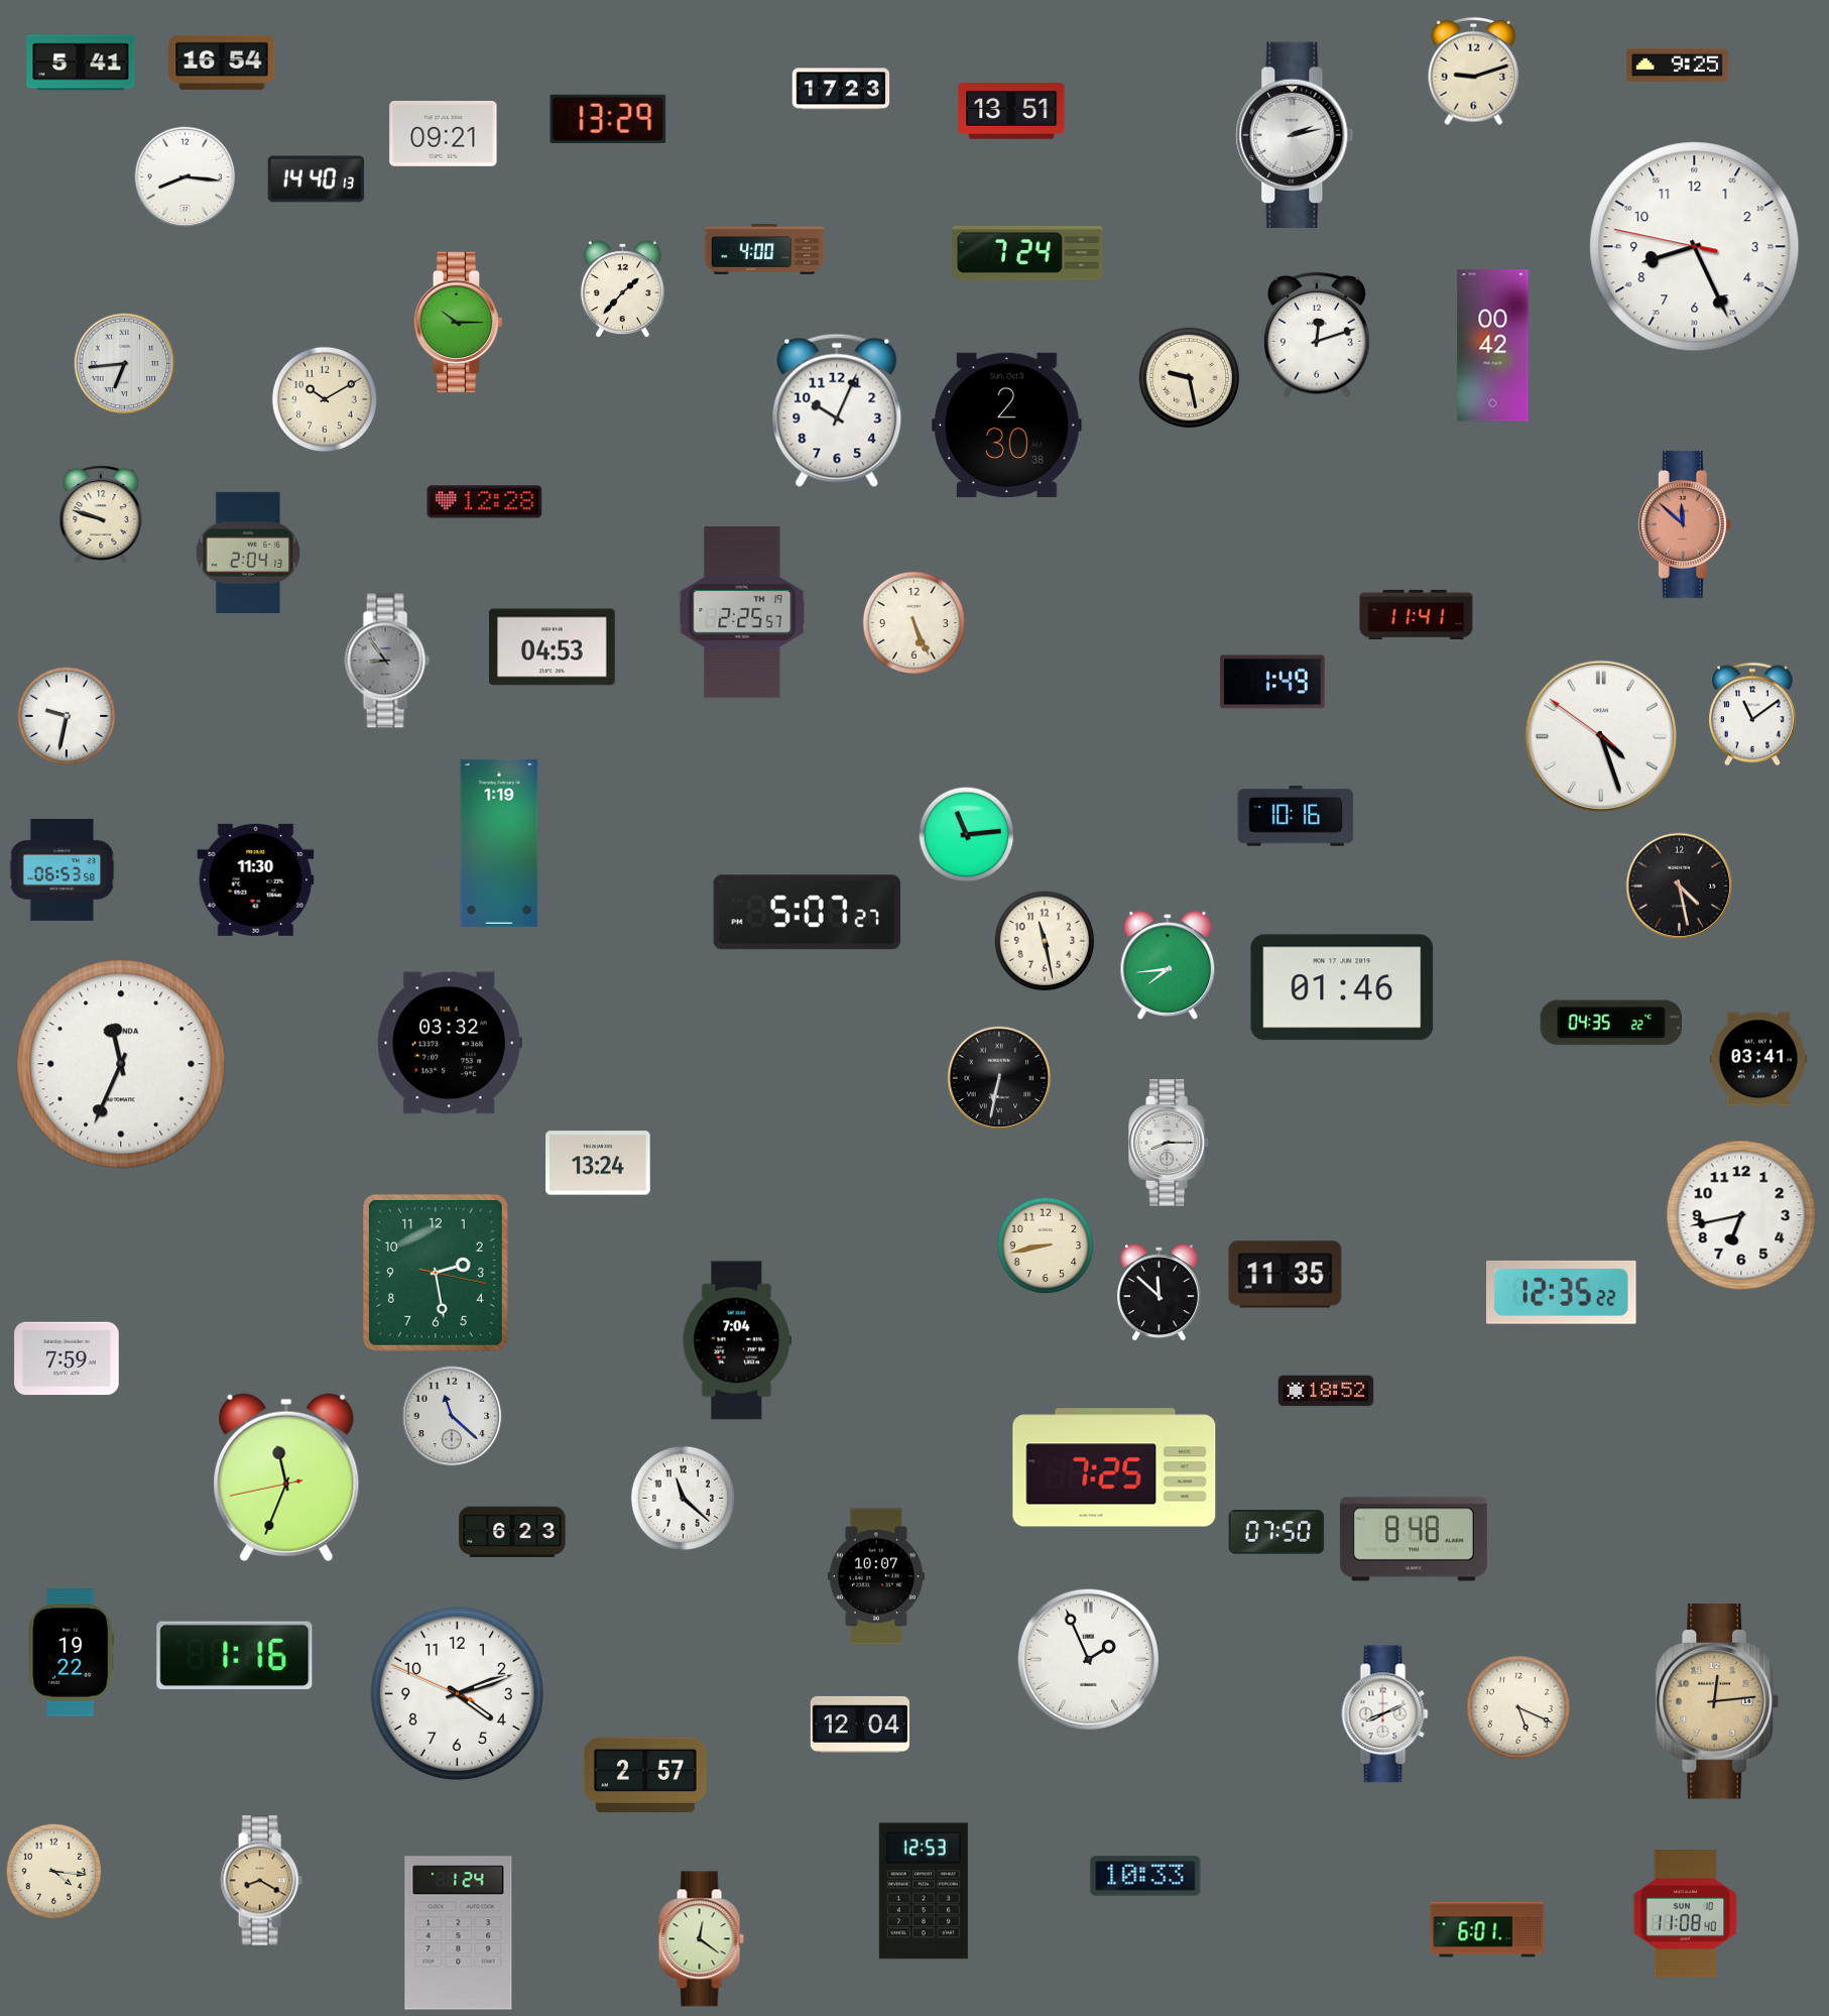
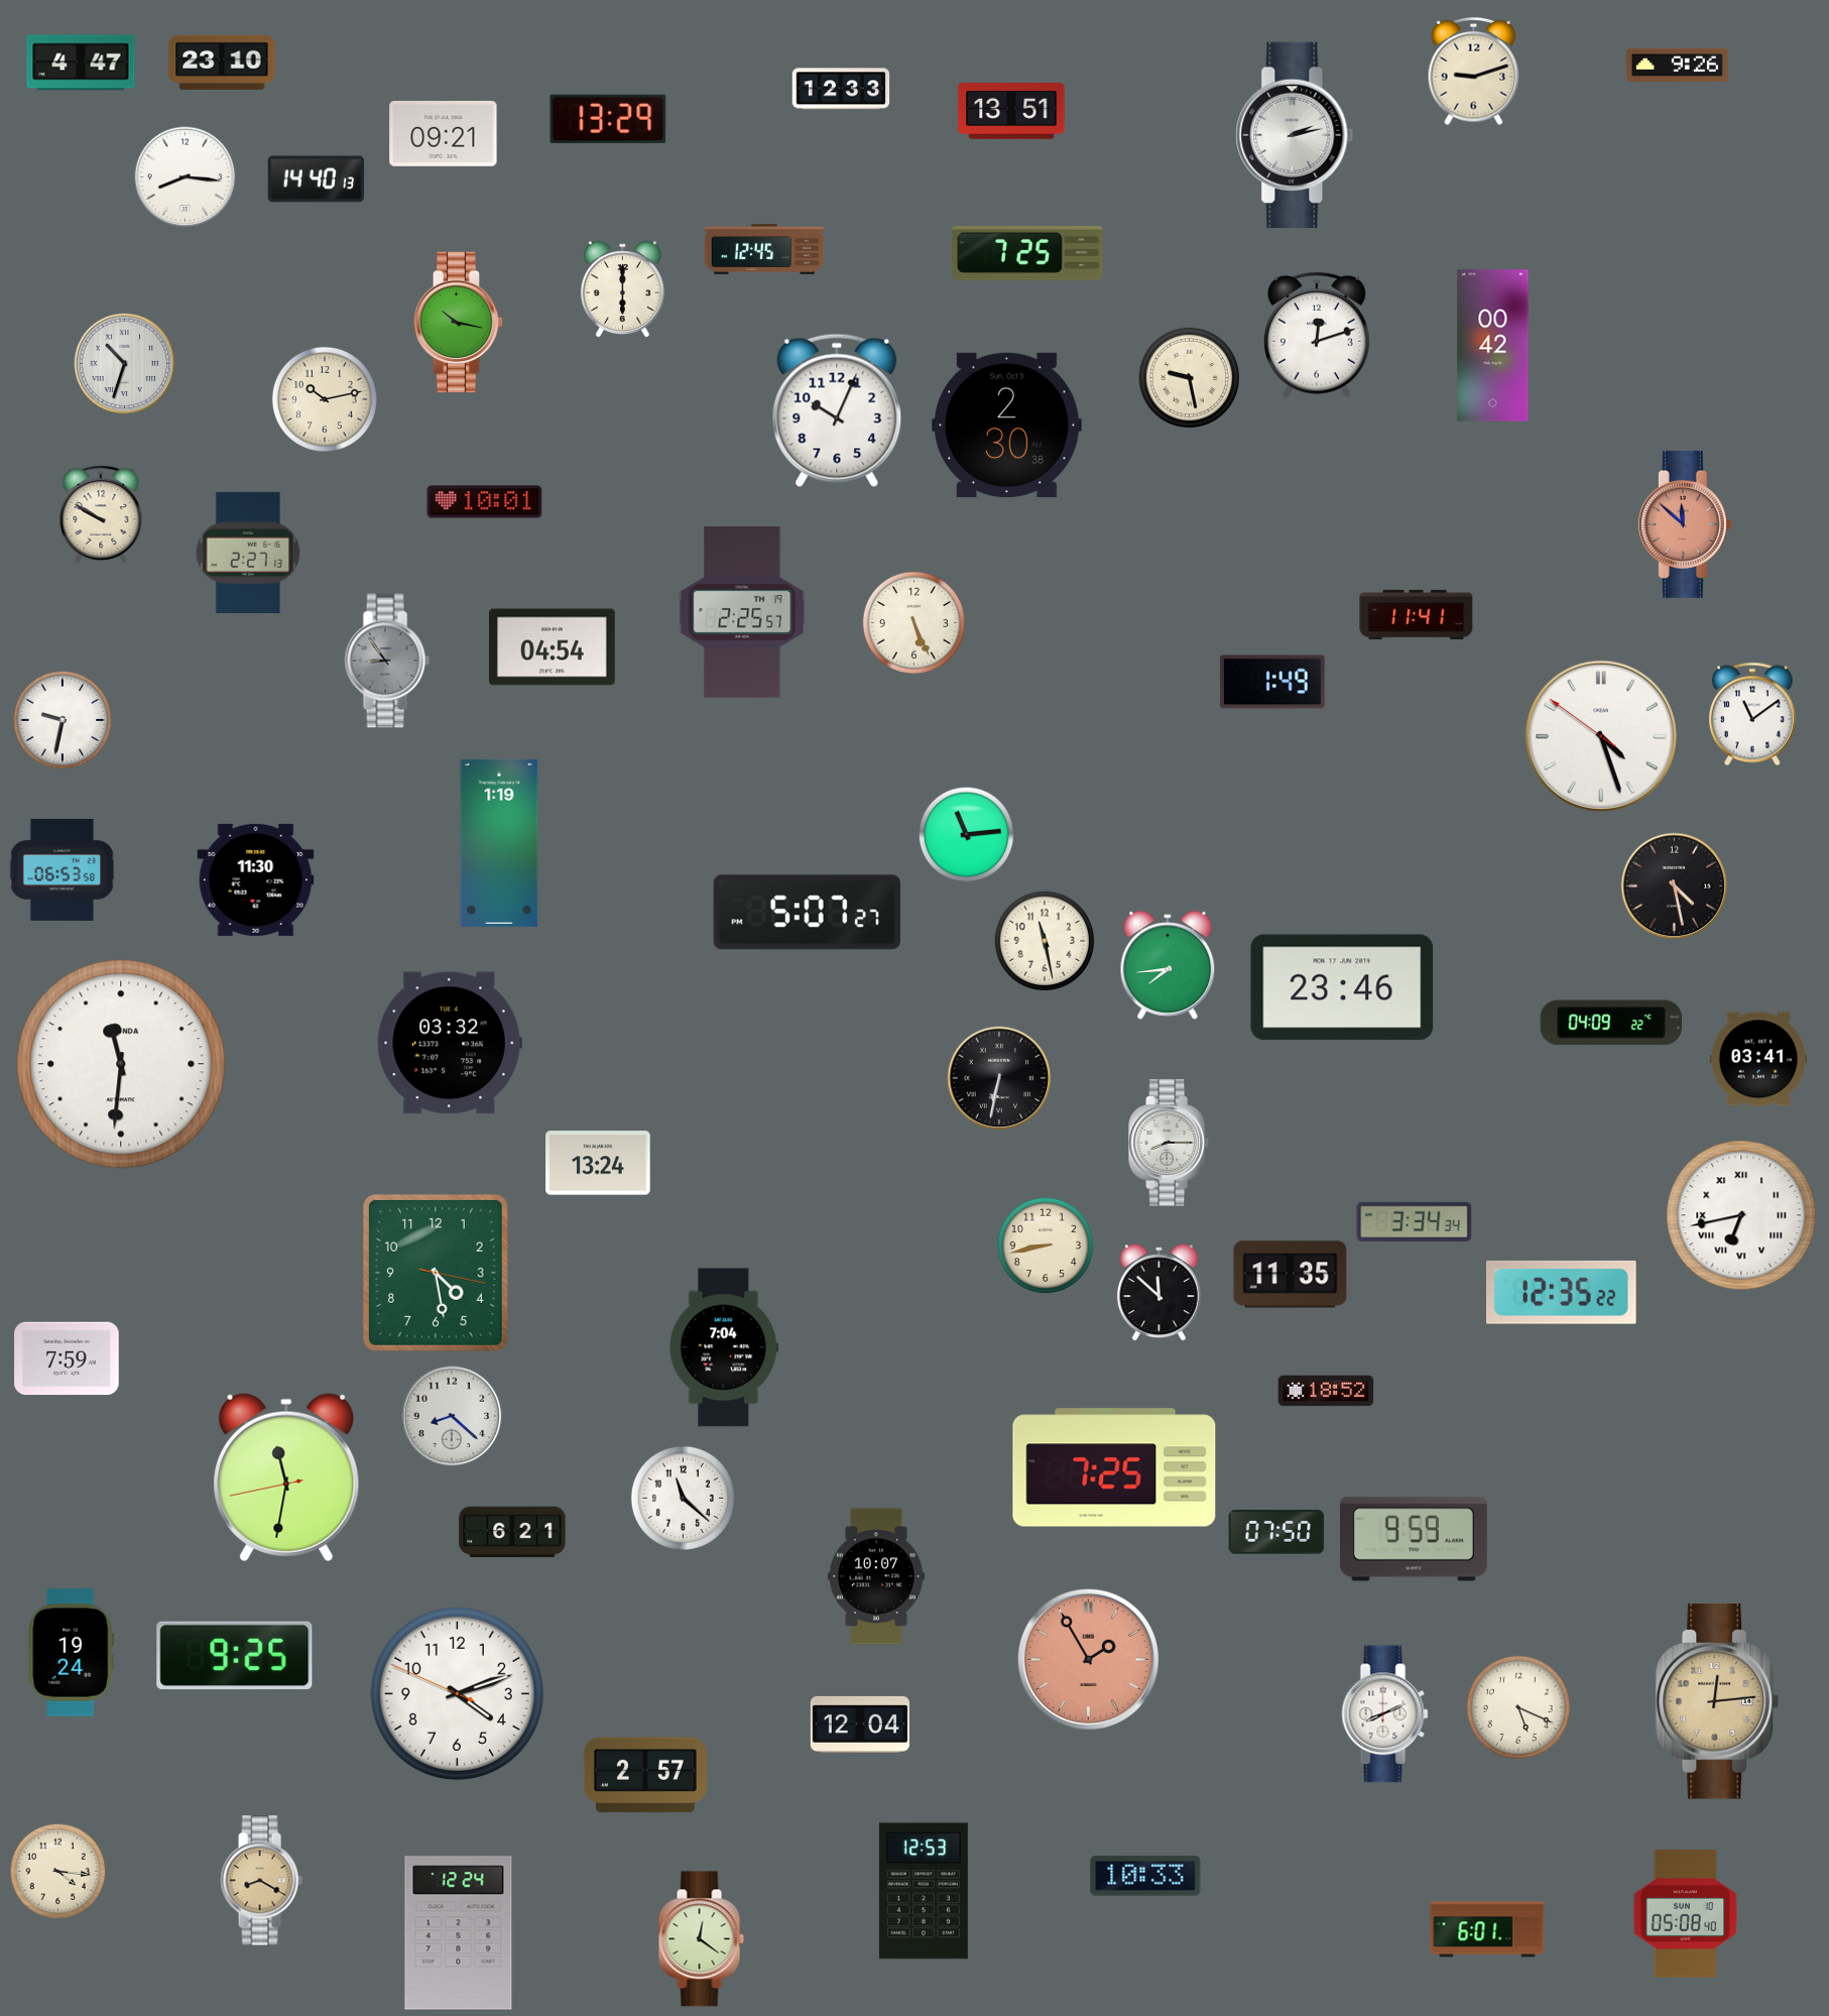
clock at (81, 63): 5:41 -> 4:47
clock at (222, 63): 16:54 -> 23:10
clock at (1677, 65): 9:25 -> 9:26
clock at (841, 89): 17:23 -> 12:33
clock at (1695, 247): 8:25 -> none
clock at (764, 250): 4:00 -> 12:45
clock at (1027, 254): 7:24 -> 7:25
clock at (622, 289): 1:37 -> 6:00
clock at (459, 323): 10:15 -> 10:17
clock at (125, 364): 6:44 -> 10:33
clock at (325, 399): 10:10 -> 10:13
clock at (485, 502): 12:28 -> 10:01
clock at (101, 514): 9:48 -> 9:50
clock at (248, 553): 2:04 -> 2:27
clock at (553, 647): 04:53 -> 04:54
clock at (67, 716) position: (67, 716) -> (63, 720)
clock at (1296, 817): 10:16 -> none
clock at (1680, 886) position: (1680, 886) -> (1675, 886)
clock at (1342, 987): 01:46 -> 23:46
clock at (1610, 1023): 04:35 -> 04:09
clock at (121, 1064): 11:34 -> 11:31
clock at (1741, 1215) numerals: Arabic -> Roman
clock at (1415, 1221): none -> 3:34
clock at (436, 1273): 2:28 -> 4:28
clock at (1286, 1275) position: (1286, 1275) -> (1291, 1275)
clock at (737, 1340) position: (737, 1340) -> (724, 1347)
clock at (452, 1416): 11:22 -> 8:22
clock at (286, 1477): 11:33 -> 11:31
clock at (512, 1532): 6:23 -> 6:21
clock at (1414, 1539): 8:48 -> 9:59
clock at (72, 1653): 19:22 -> 19:24
clock at (235, 1656): 1:16 -> 9:25
clock at (1088, 1659): 1:56 -> 1:55
clock at (1088, 1659) dial: white -> salmon
clock at (54, 1872) position: (54, 1872) -> (58, 1872)
clock at (1686, 1914): 11:08 -> 05:08
clock at (459, 1933): 1:24 -> 12:24
